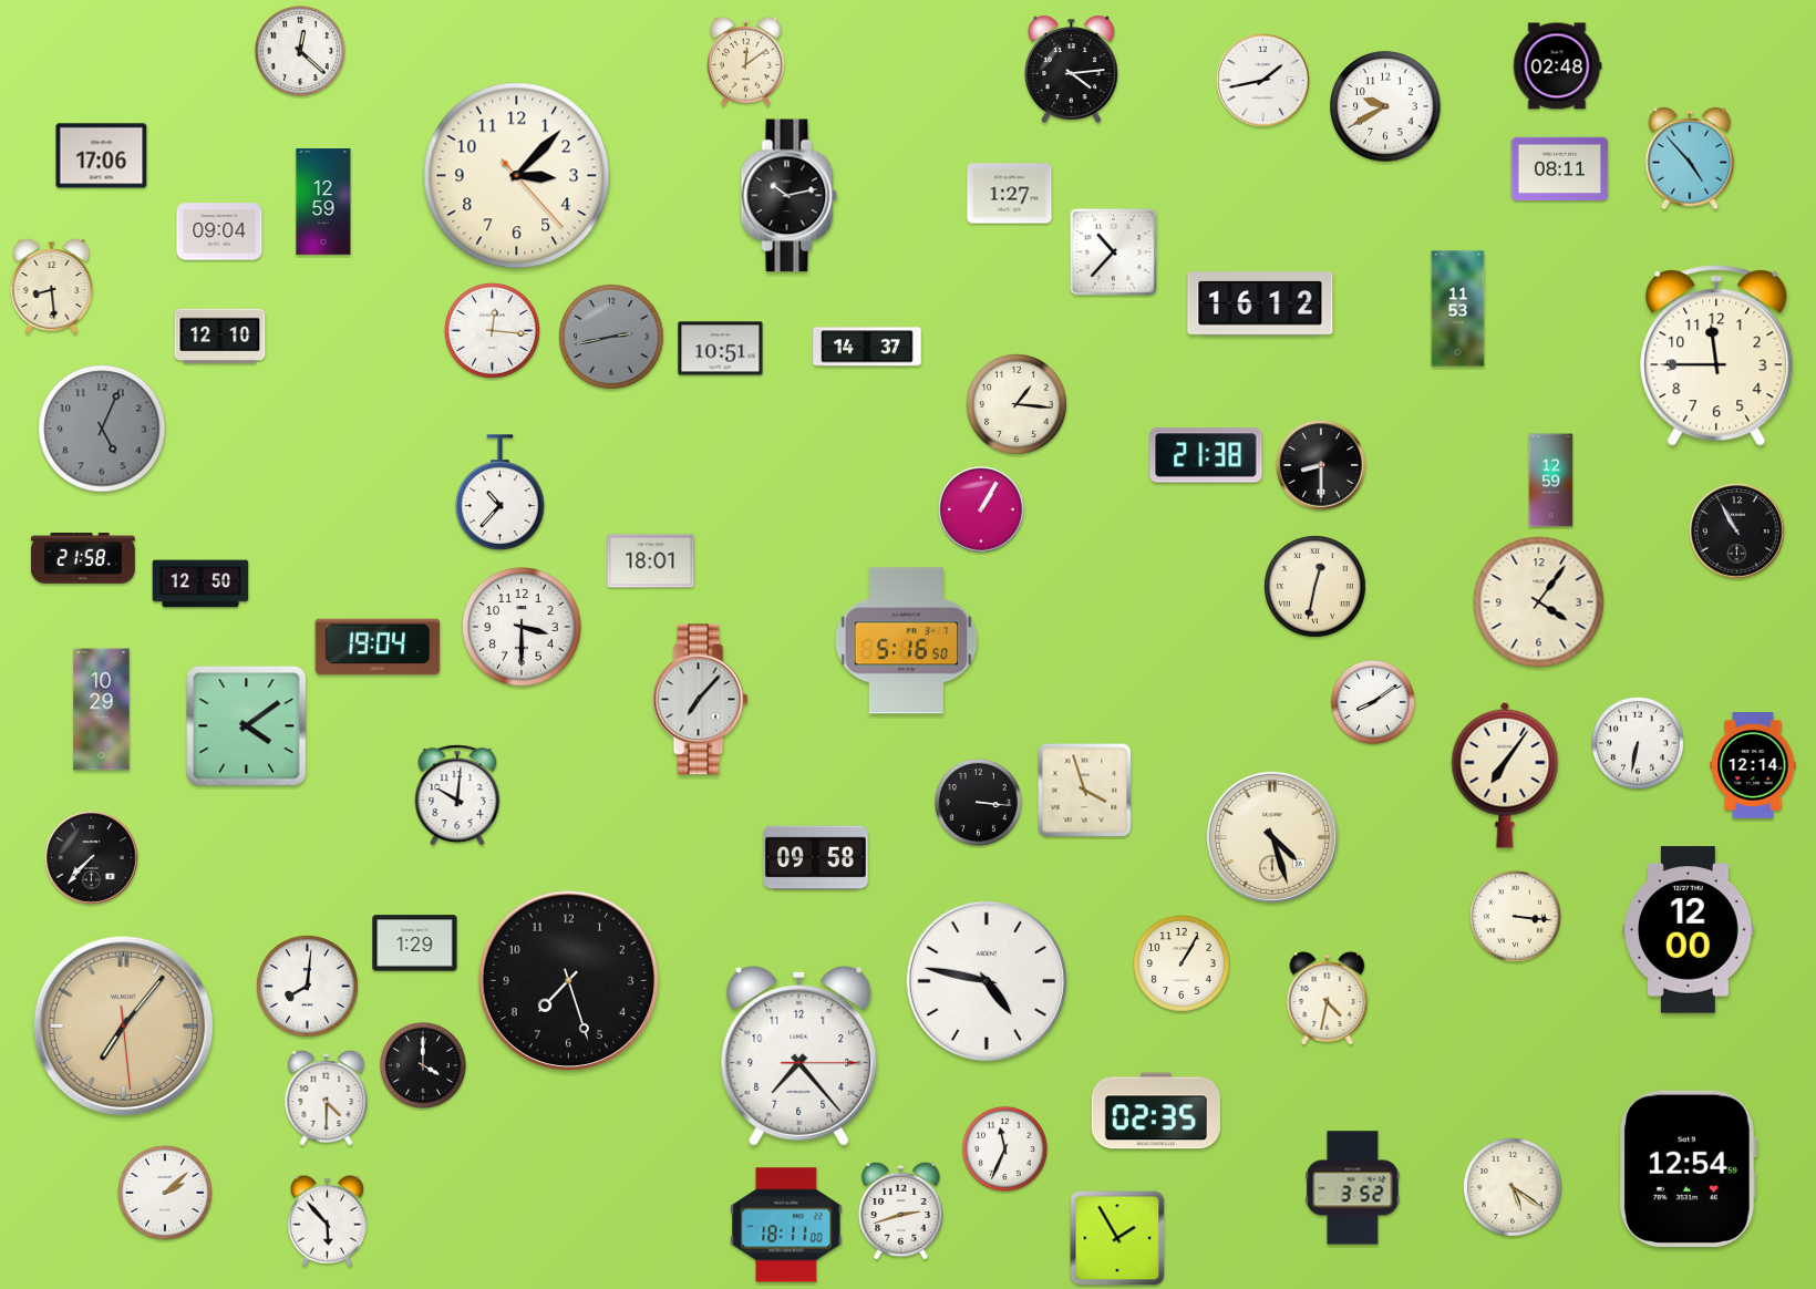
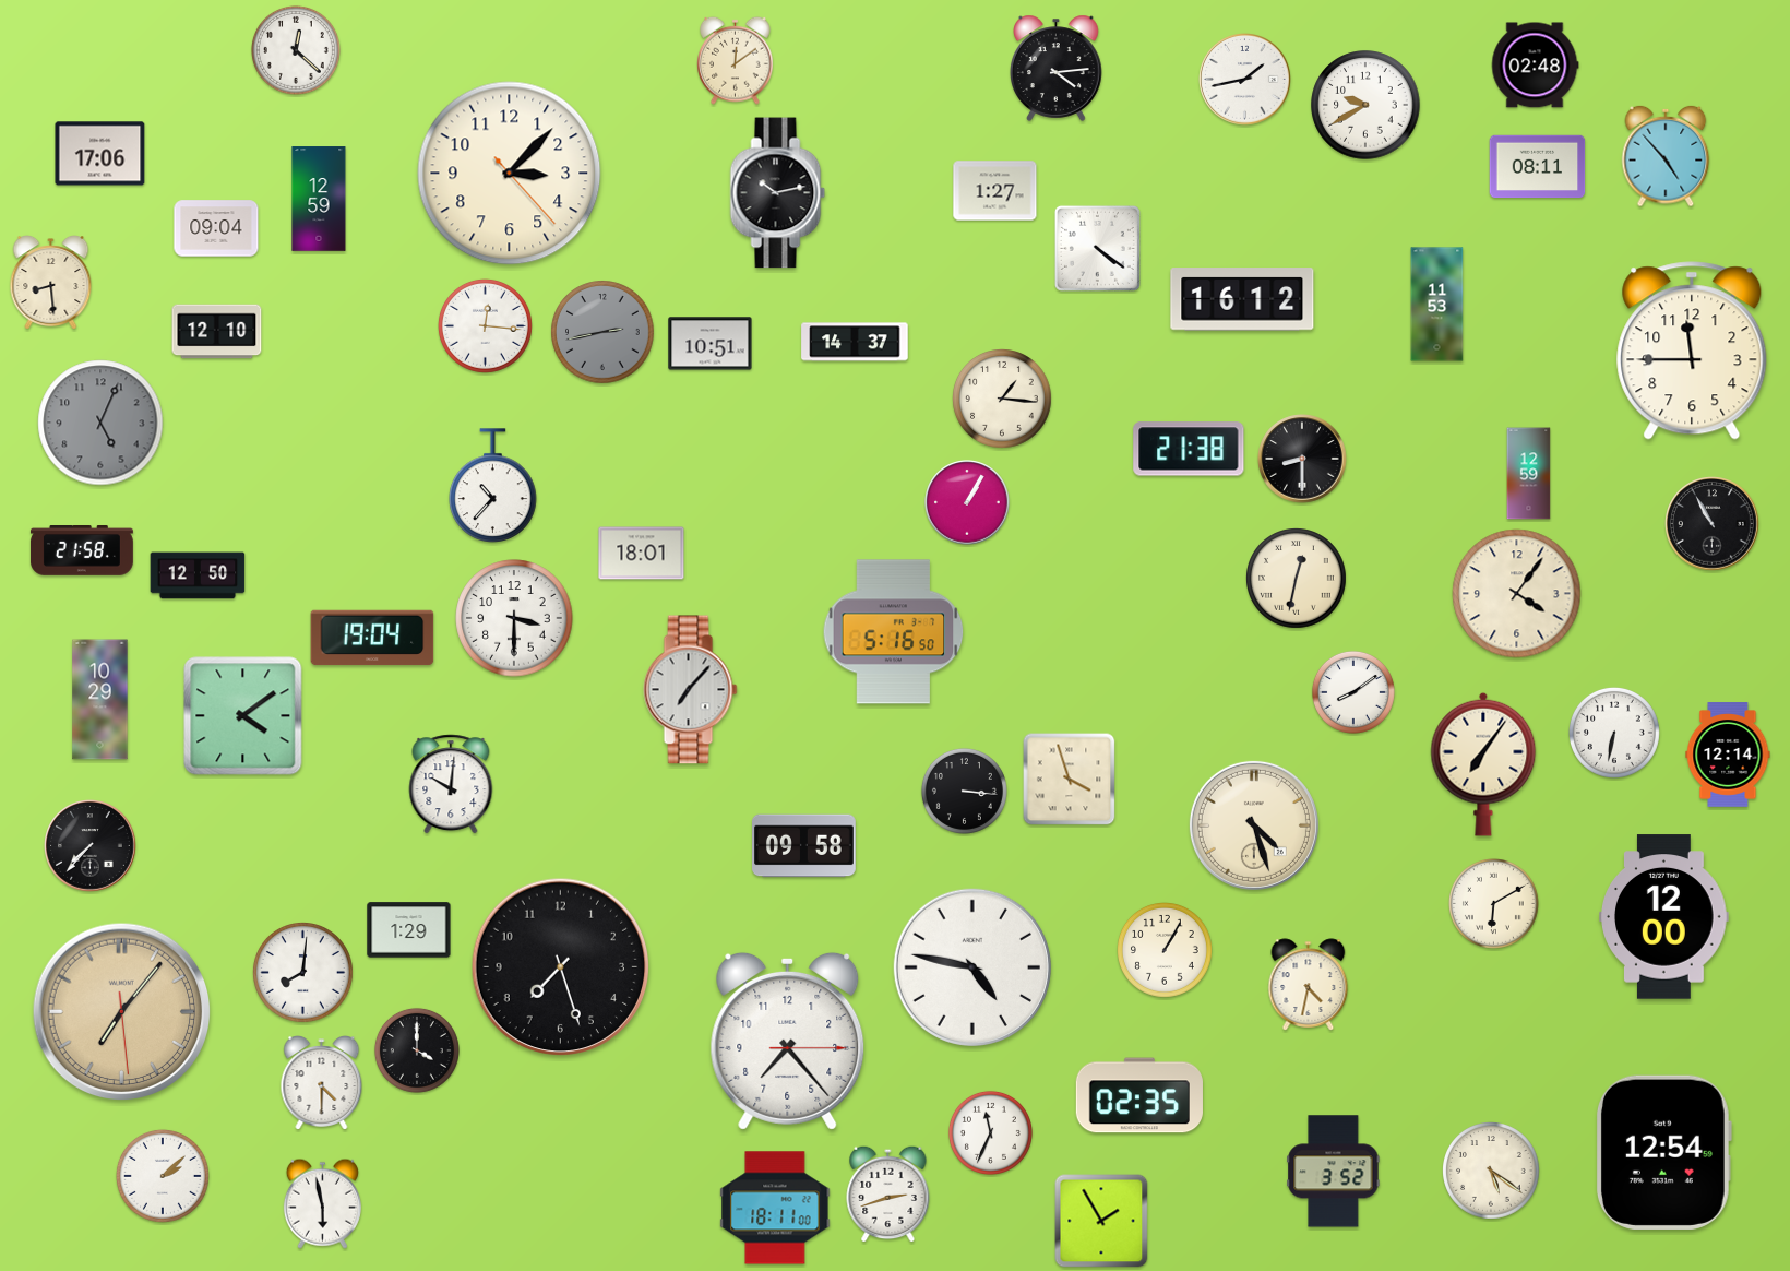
clock at (1113, 251): 10:37 -> 4:21
clock at (1515, 916): 3:16 -> 6:10
clock at (327, 1220): 5:53 -> 5:58
